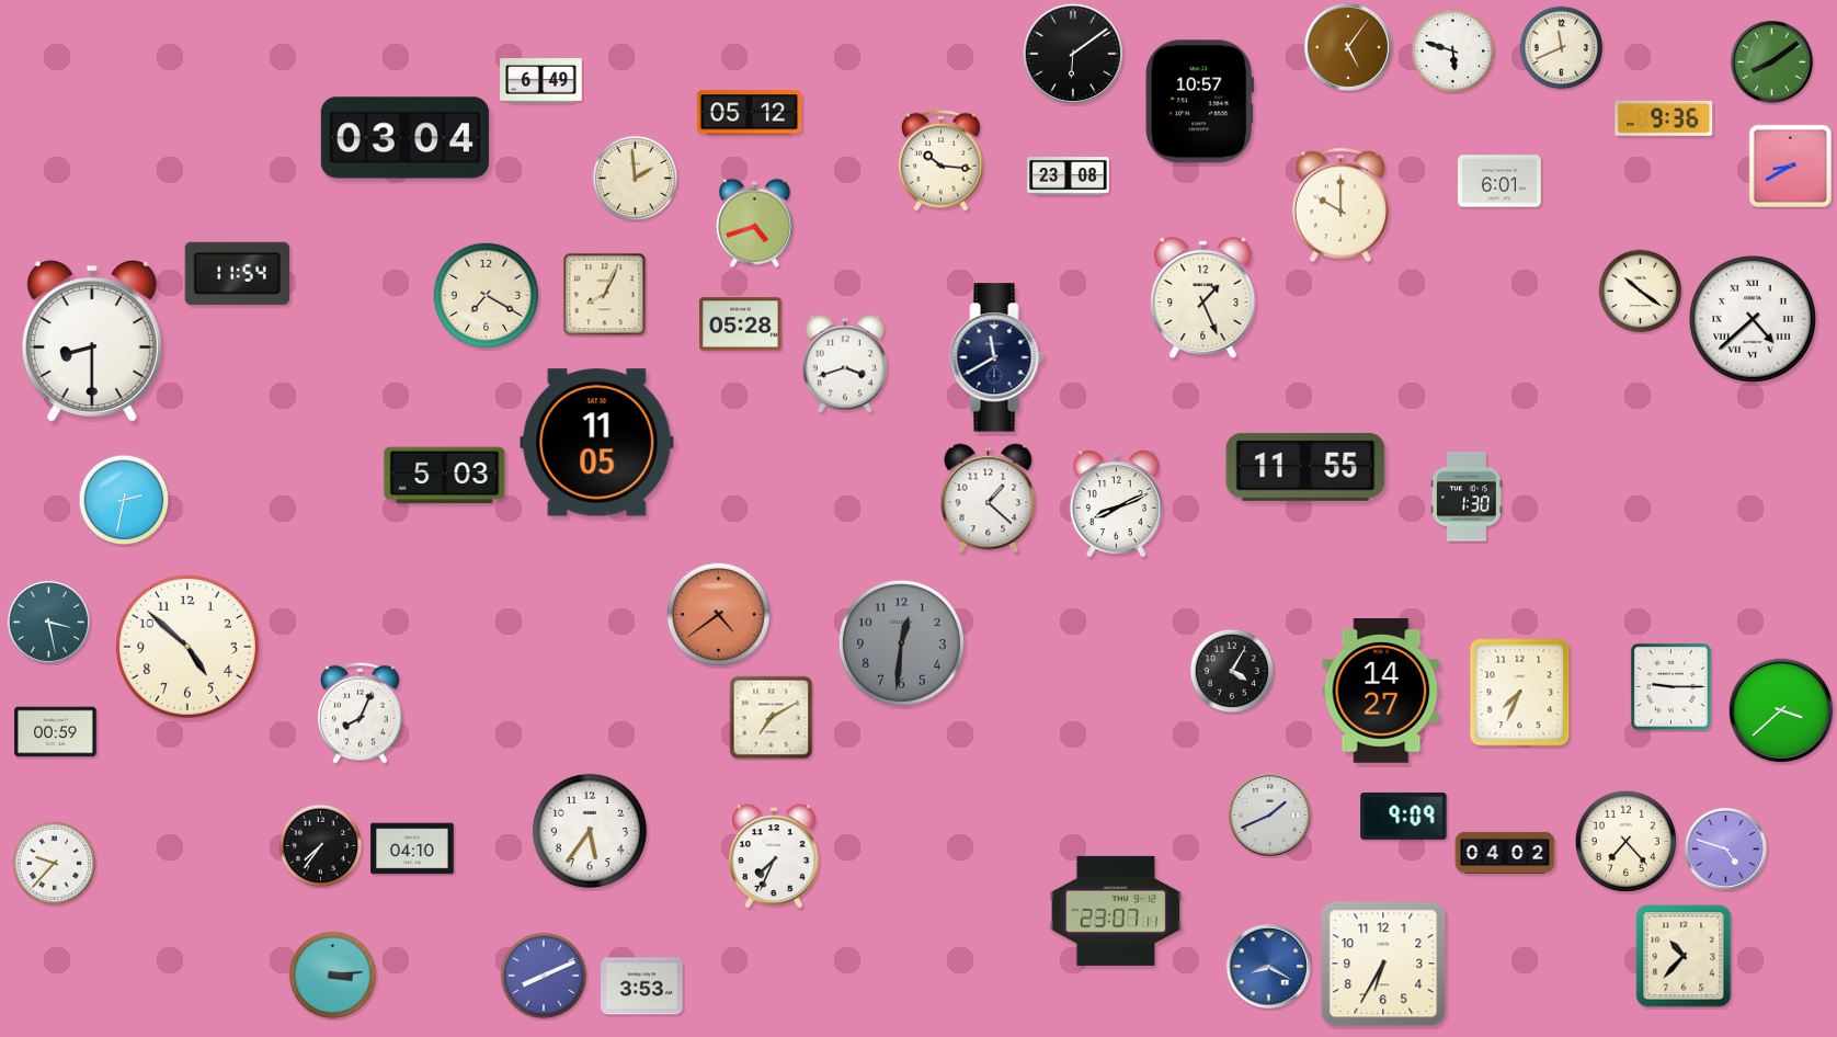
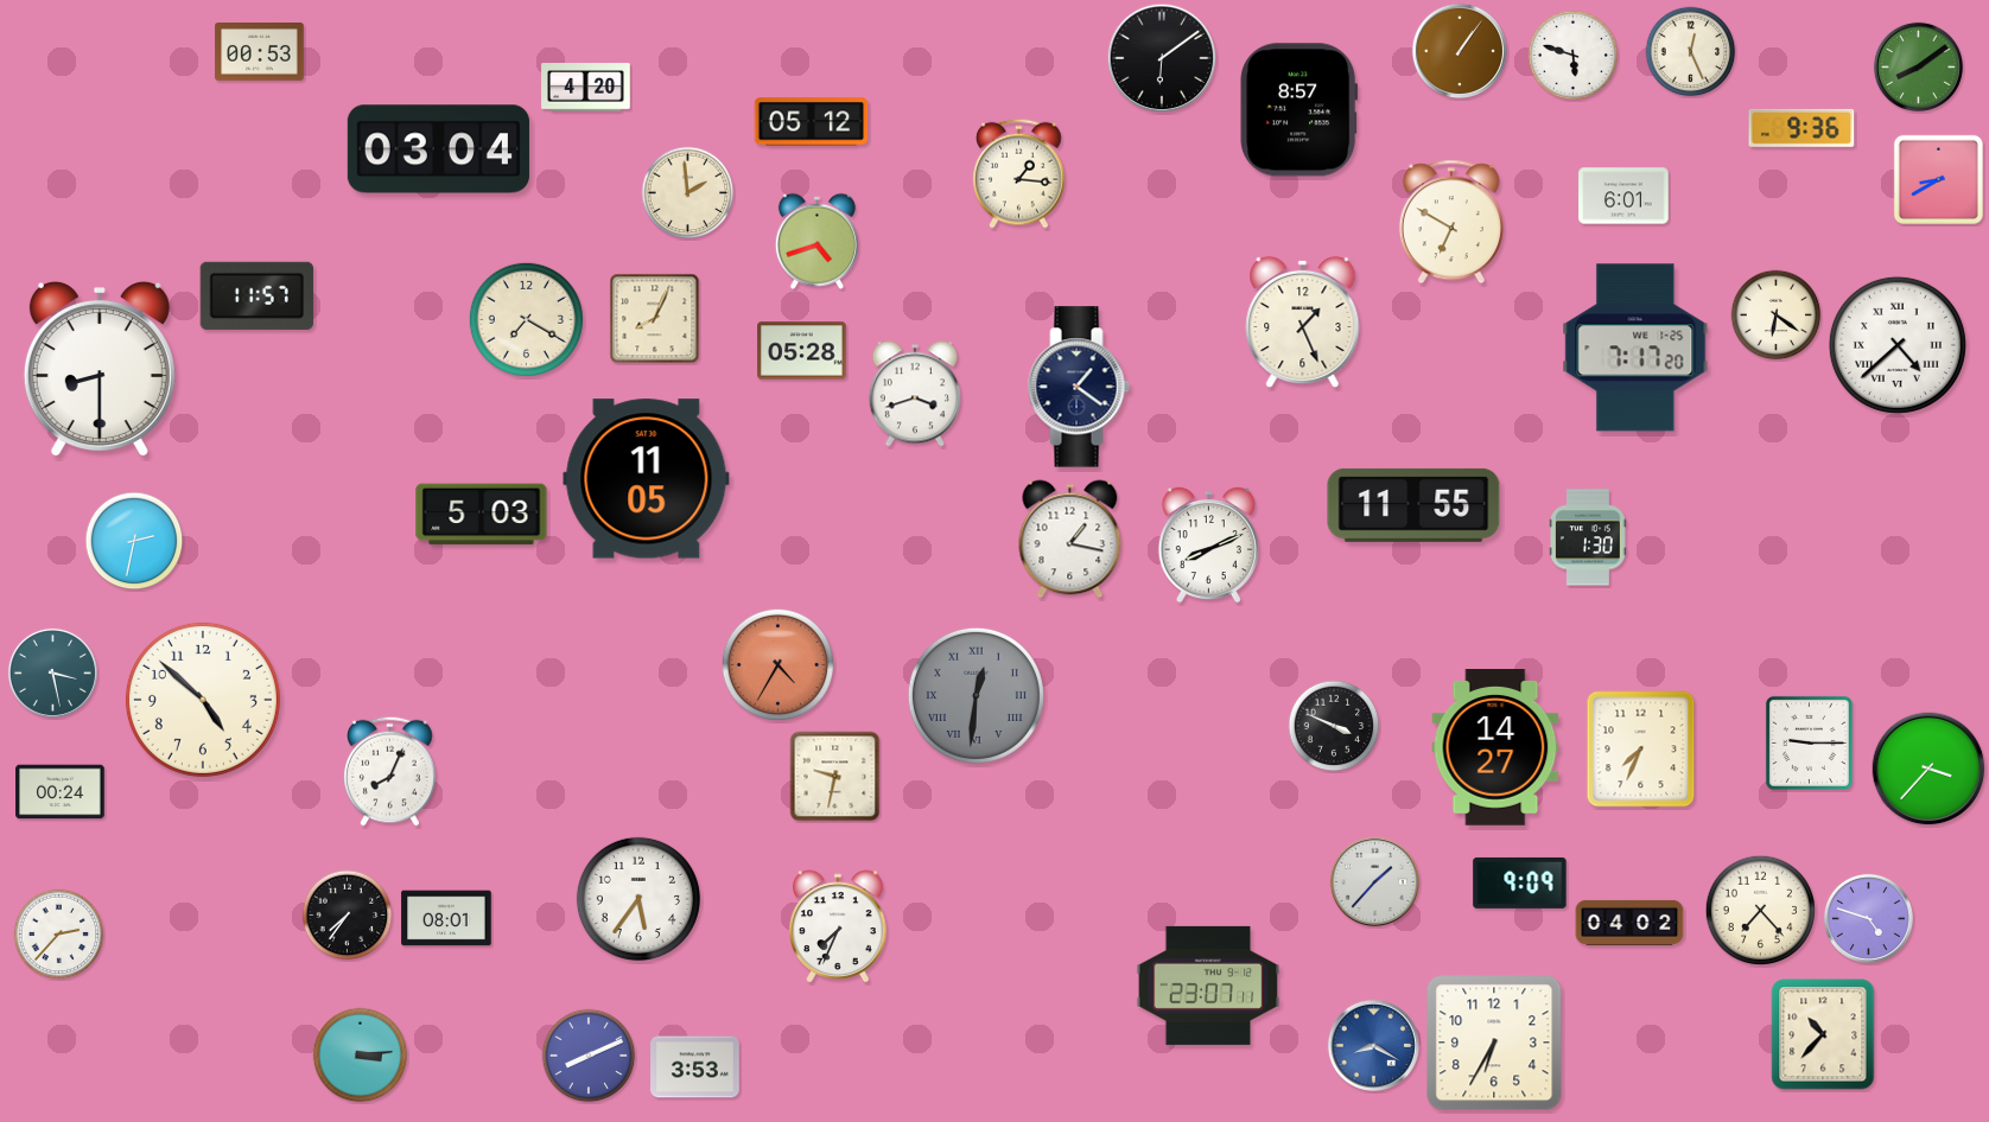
clock at (1348, 47): 5:06 -> 1:06
clock at (260, 52): none -> 00:53
clock at (1562, 48): 11:41 -> 12:26
clock at (541, 81): 6:49 -> 4:20
clock at (1200, 102): 10:57 -> 8:57
clock at (942, 160): 10:16 -> 1:16
clock at (1069, 176): 23:08 -> none
clock at (1340, 205): 10:00 -> 6:50
clock at (237, 273): 11:54 -> 11:57
clock at (1641, 292): 10:21 -> 6:21
clock at (1635, 348): none -> 7:17
clock at (996, 357): 11:40 -> 1:21
clock at (989, 499): 1:22 -> 1:17
clock at (718, 614): 4:39 -> 4:35
clock at (901, 642) numerals: Arabic -> Roman
clock at (1232, 671): 4:05 -> 3:49
clock at (1520, 693) position: (1520, 693) -> (1641, 750)
clock at (1781, 710): 3:38 -> 3:37
clock at (772, 718): 7:10 -> 9:32
clock at (56, 732): 00:59 -> 00:24
clock at (1269, 814): 1:41 -> 1:37
clock at (412, 848): 04:10 -> 08:01
clock at (55, 864): 9:37 -> 2:37
clock at (1383, 964) position: (1383, 964) -> (1494, 1043)
